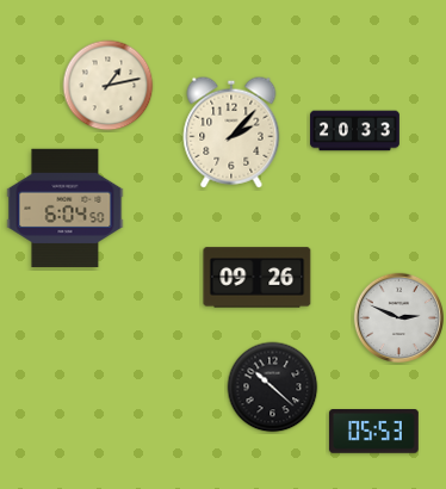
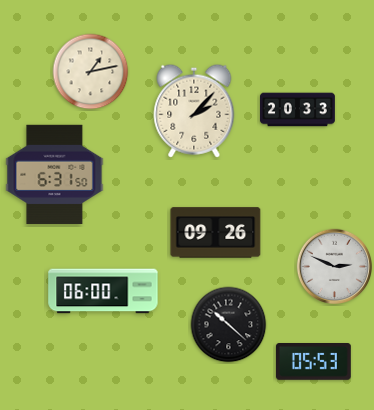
clock at (66, 208): 6:04 -> 6:31
clock at (103, 291): none -> 06:00
